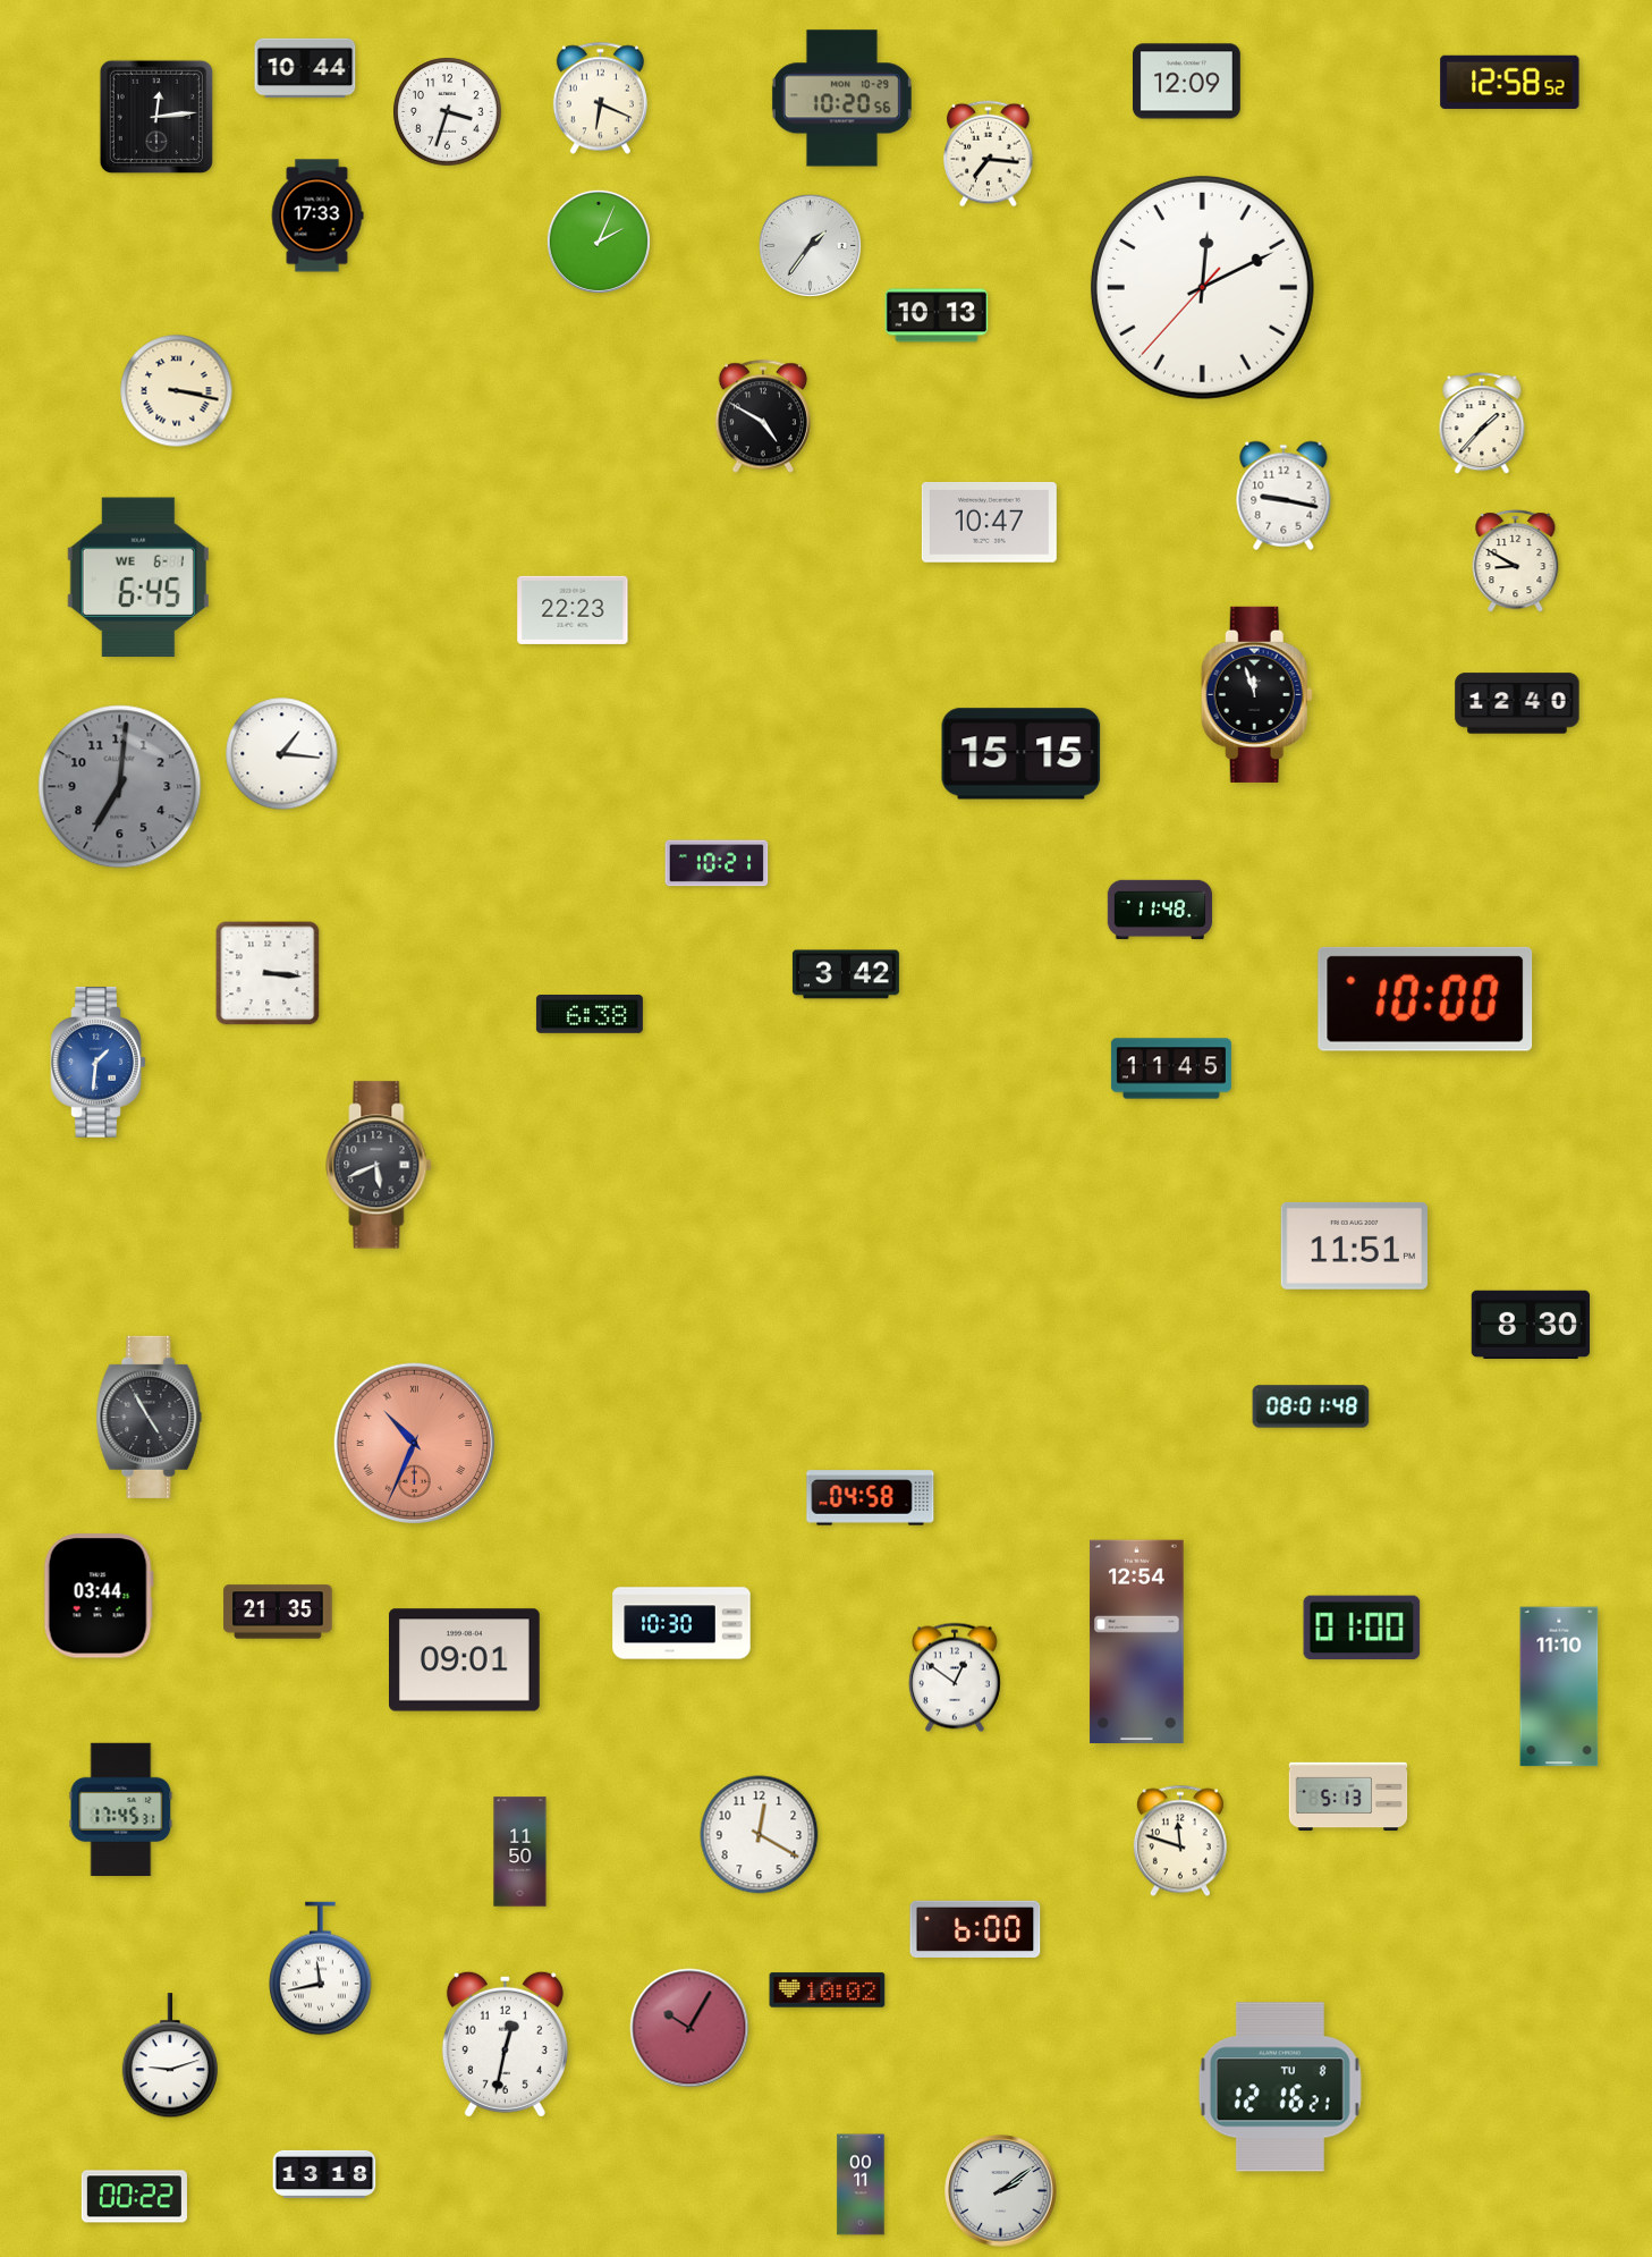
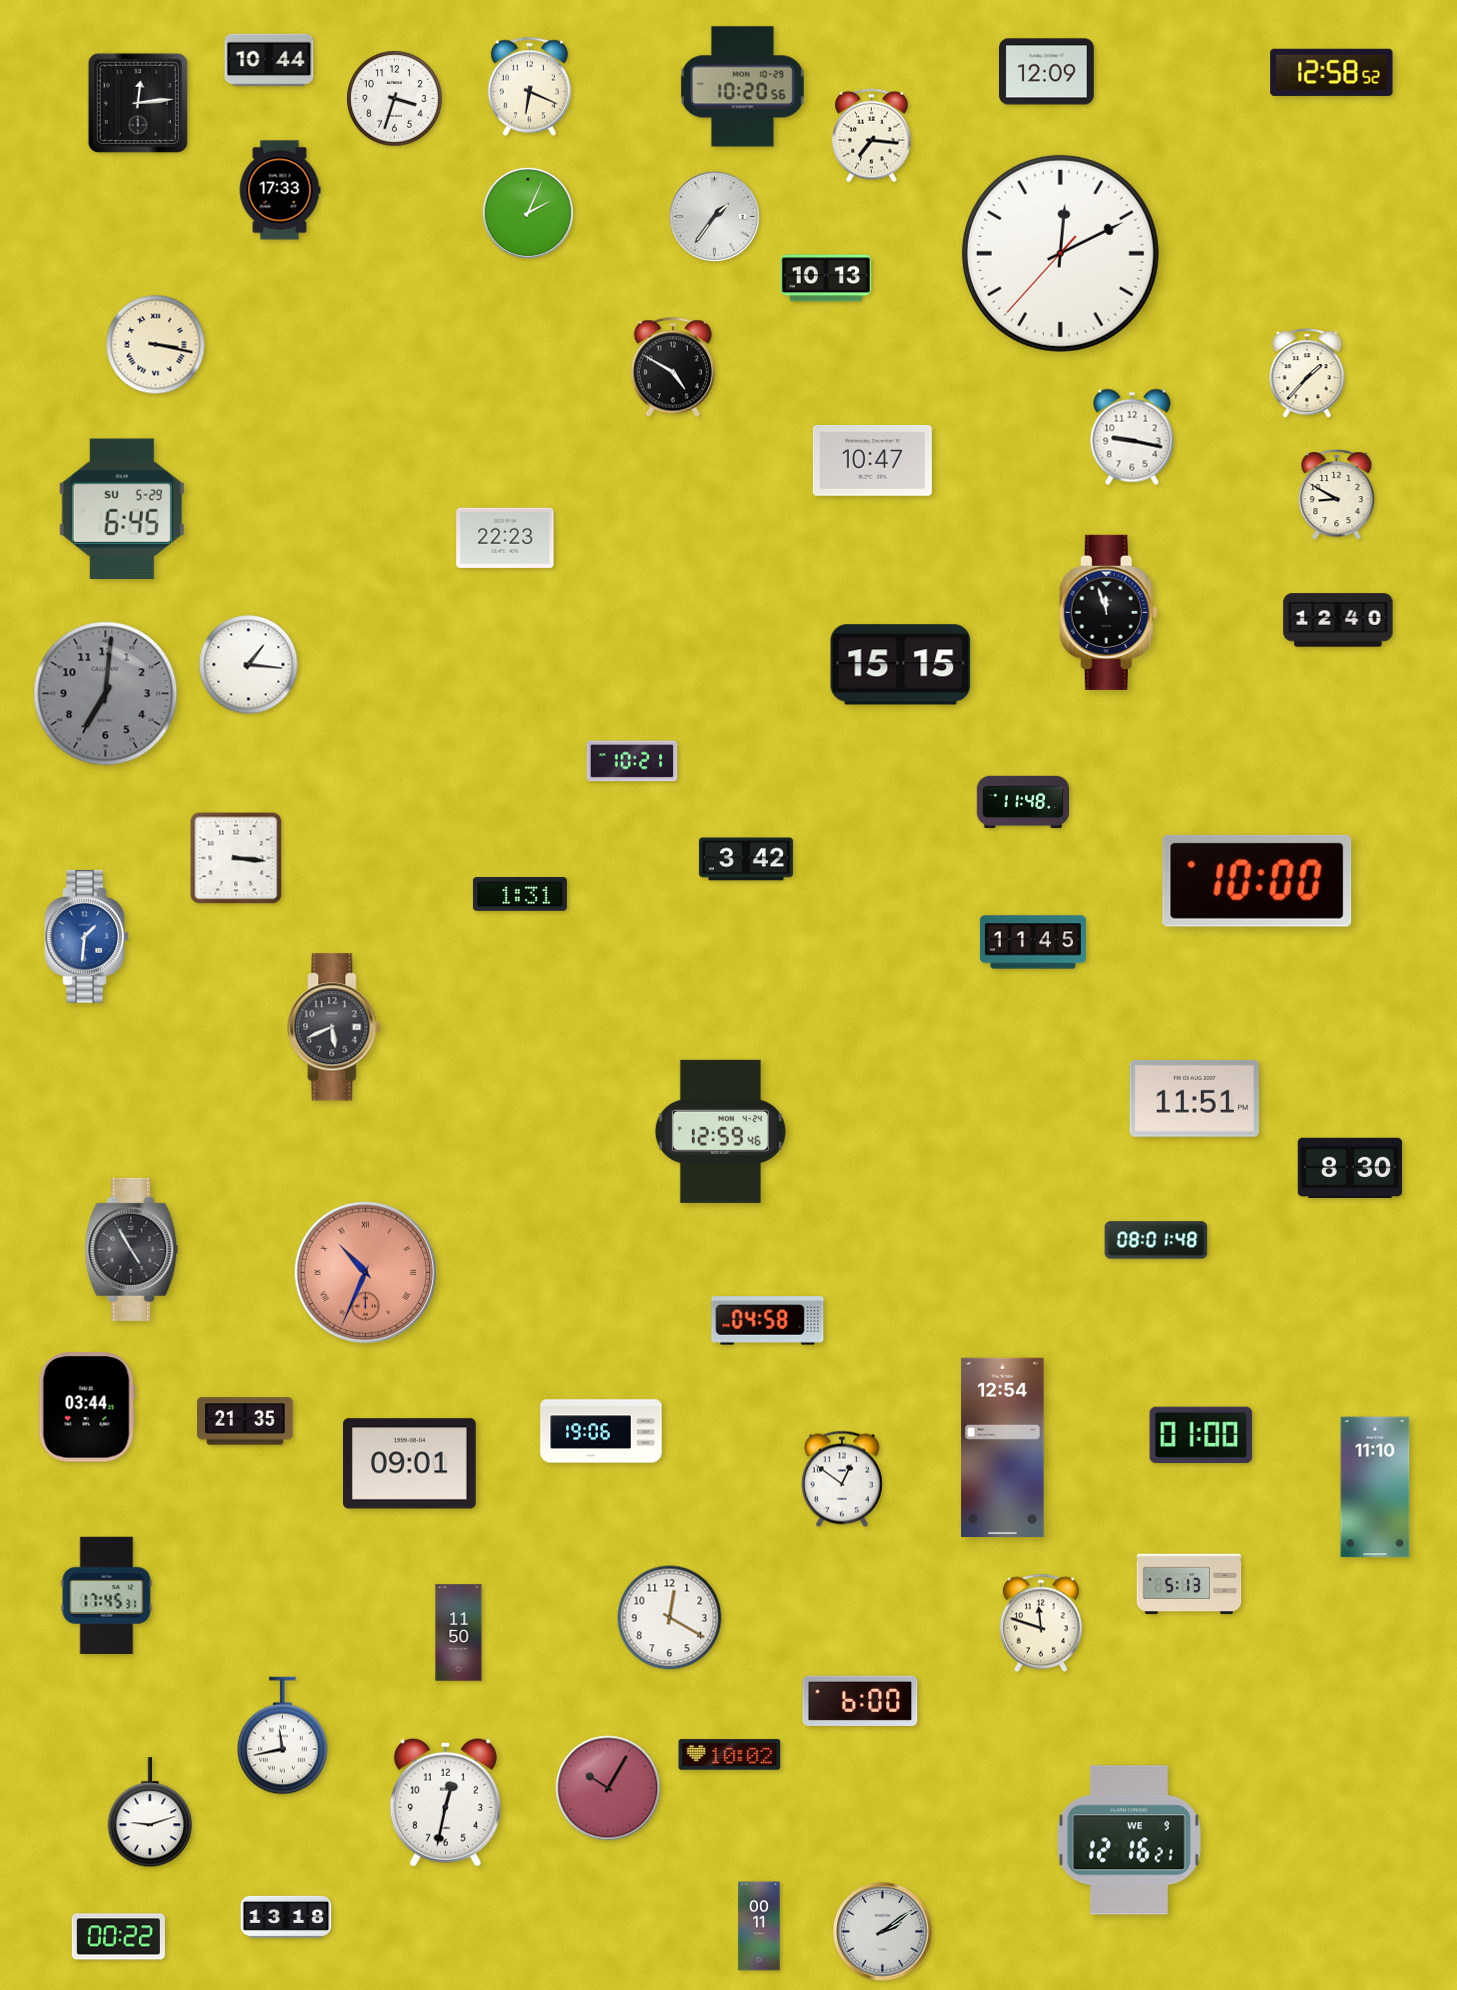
clock at (138, 577) date: WE 6-1 -> SU 5-29
clock at (590, 1015): 6:38 -> 1:31
clock at (720, 1131): none -> 12:59
clock at (681, 1623): 10:30 -> 19:06
clock at (1280, 2087) date: TU 8 -> WE 9
